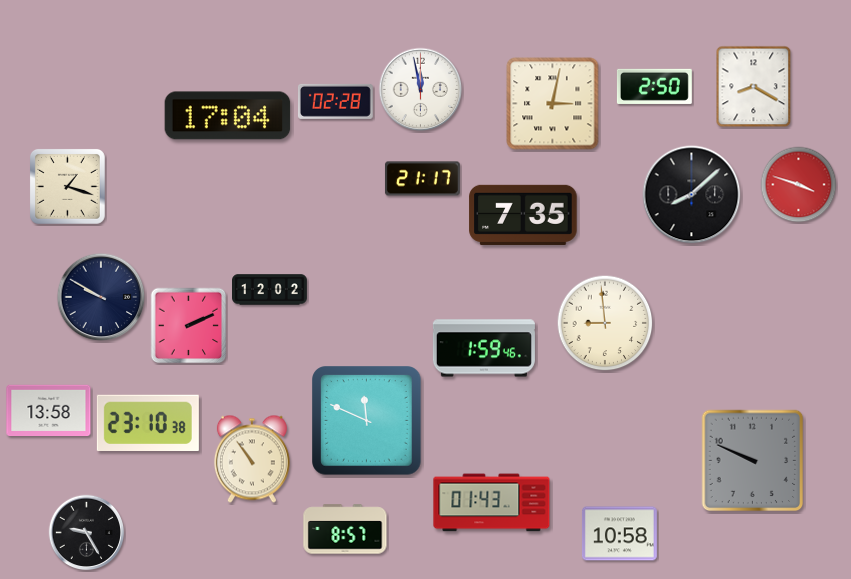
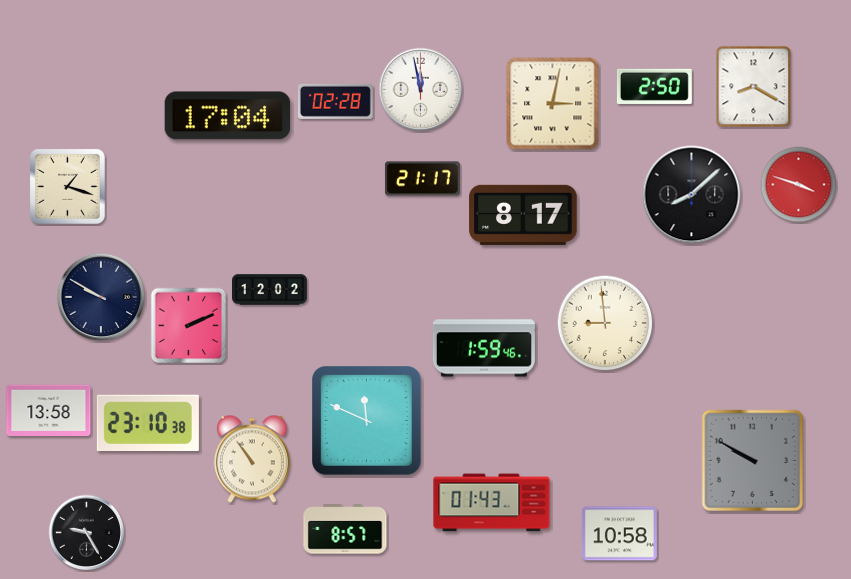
clock at (523, 215): 7:35 -> 8:17
clock at (753, 461): 9:49 -> 9:50
